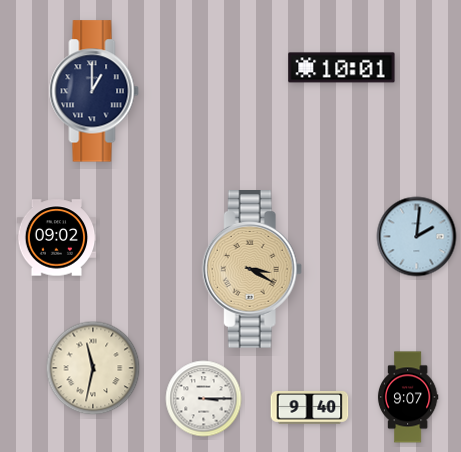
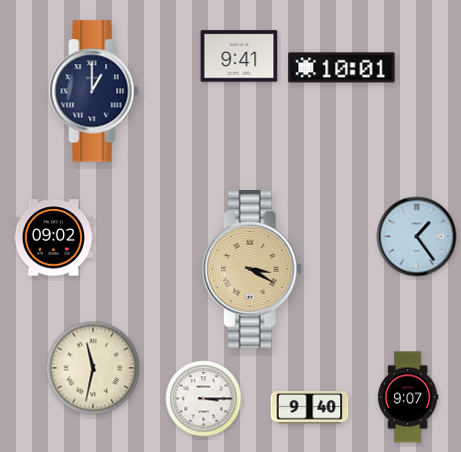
clock at (239, 56): none -> 9:41
clock at (417, 237): 2:01 -> 1:24
clock at (57, 238) position: (57, 238) -> (54, 238)
